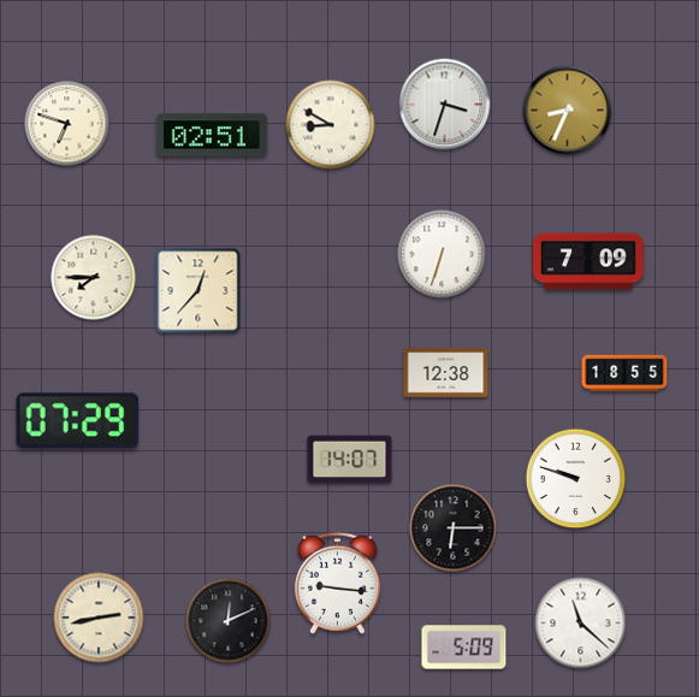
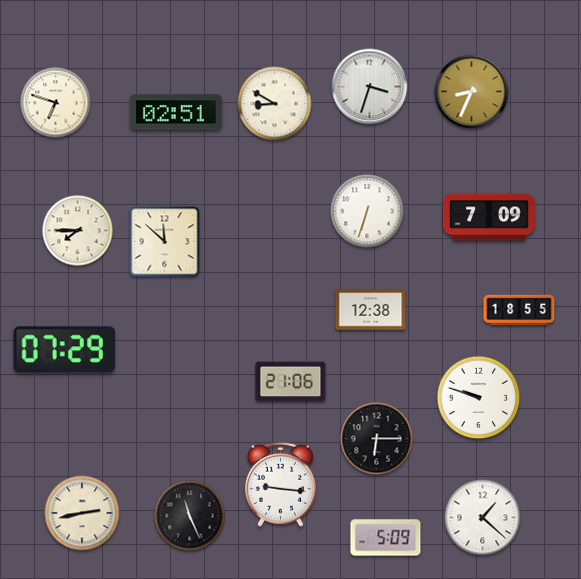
clock at (199, 291): 12:37 -> 11:52
clock at (350, 460): 14:07 -> 21:06
clock at (229, 621): 12:11 -> 11:26
clock at (581, 624): 11:22 -> 1:22
